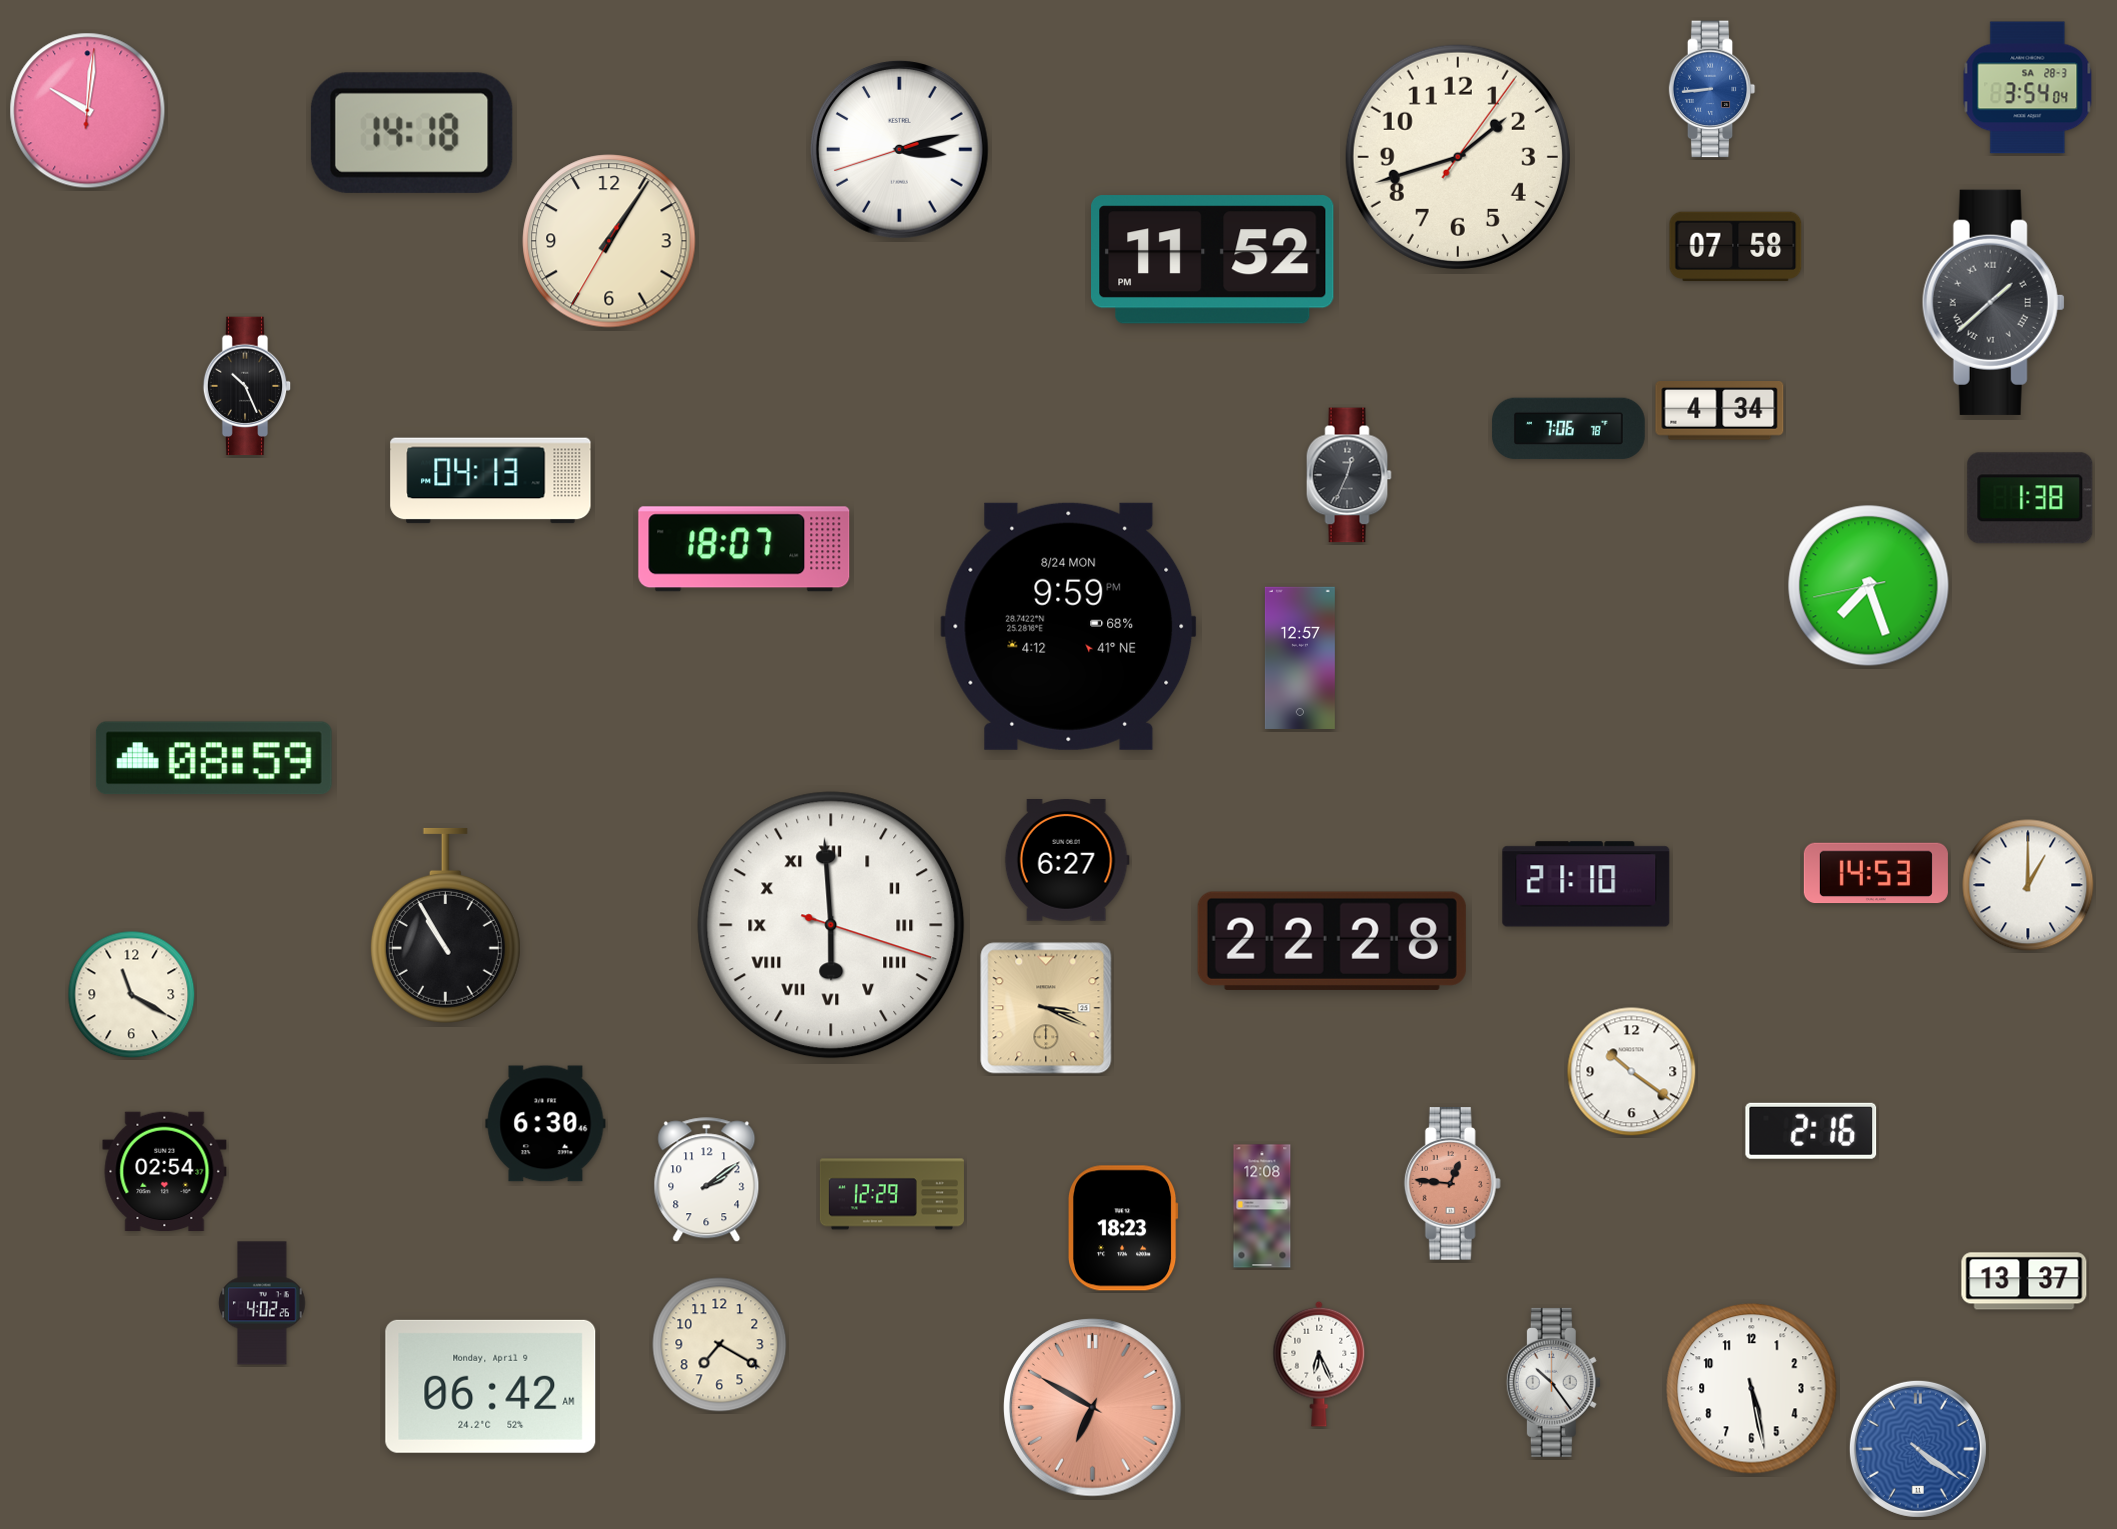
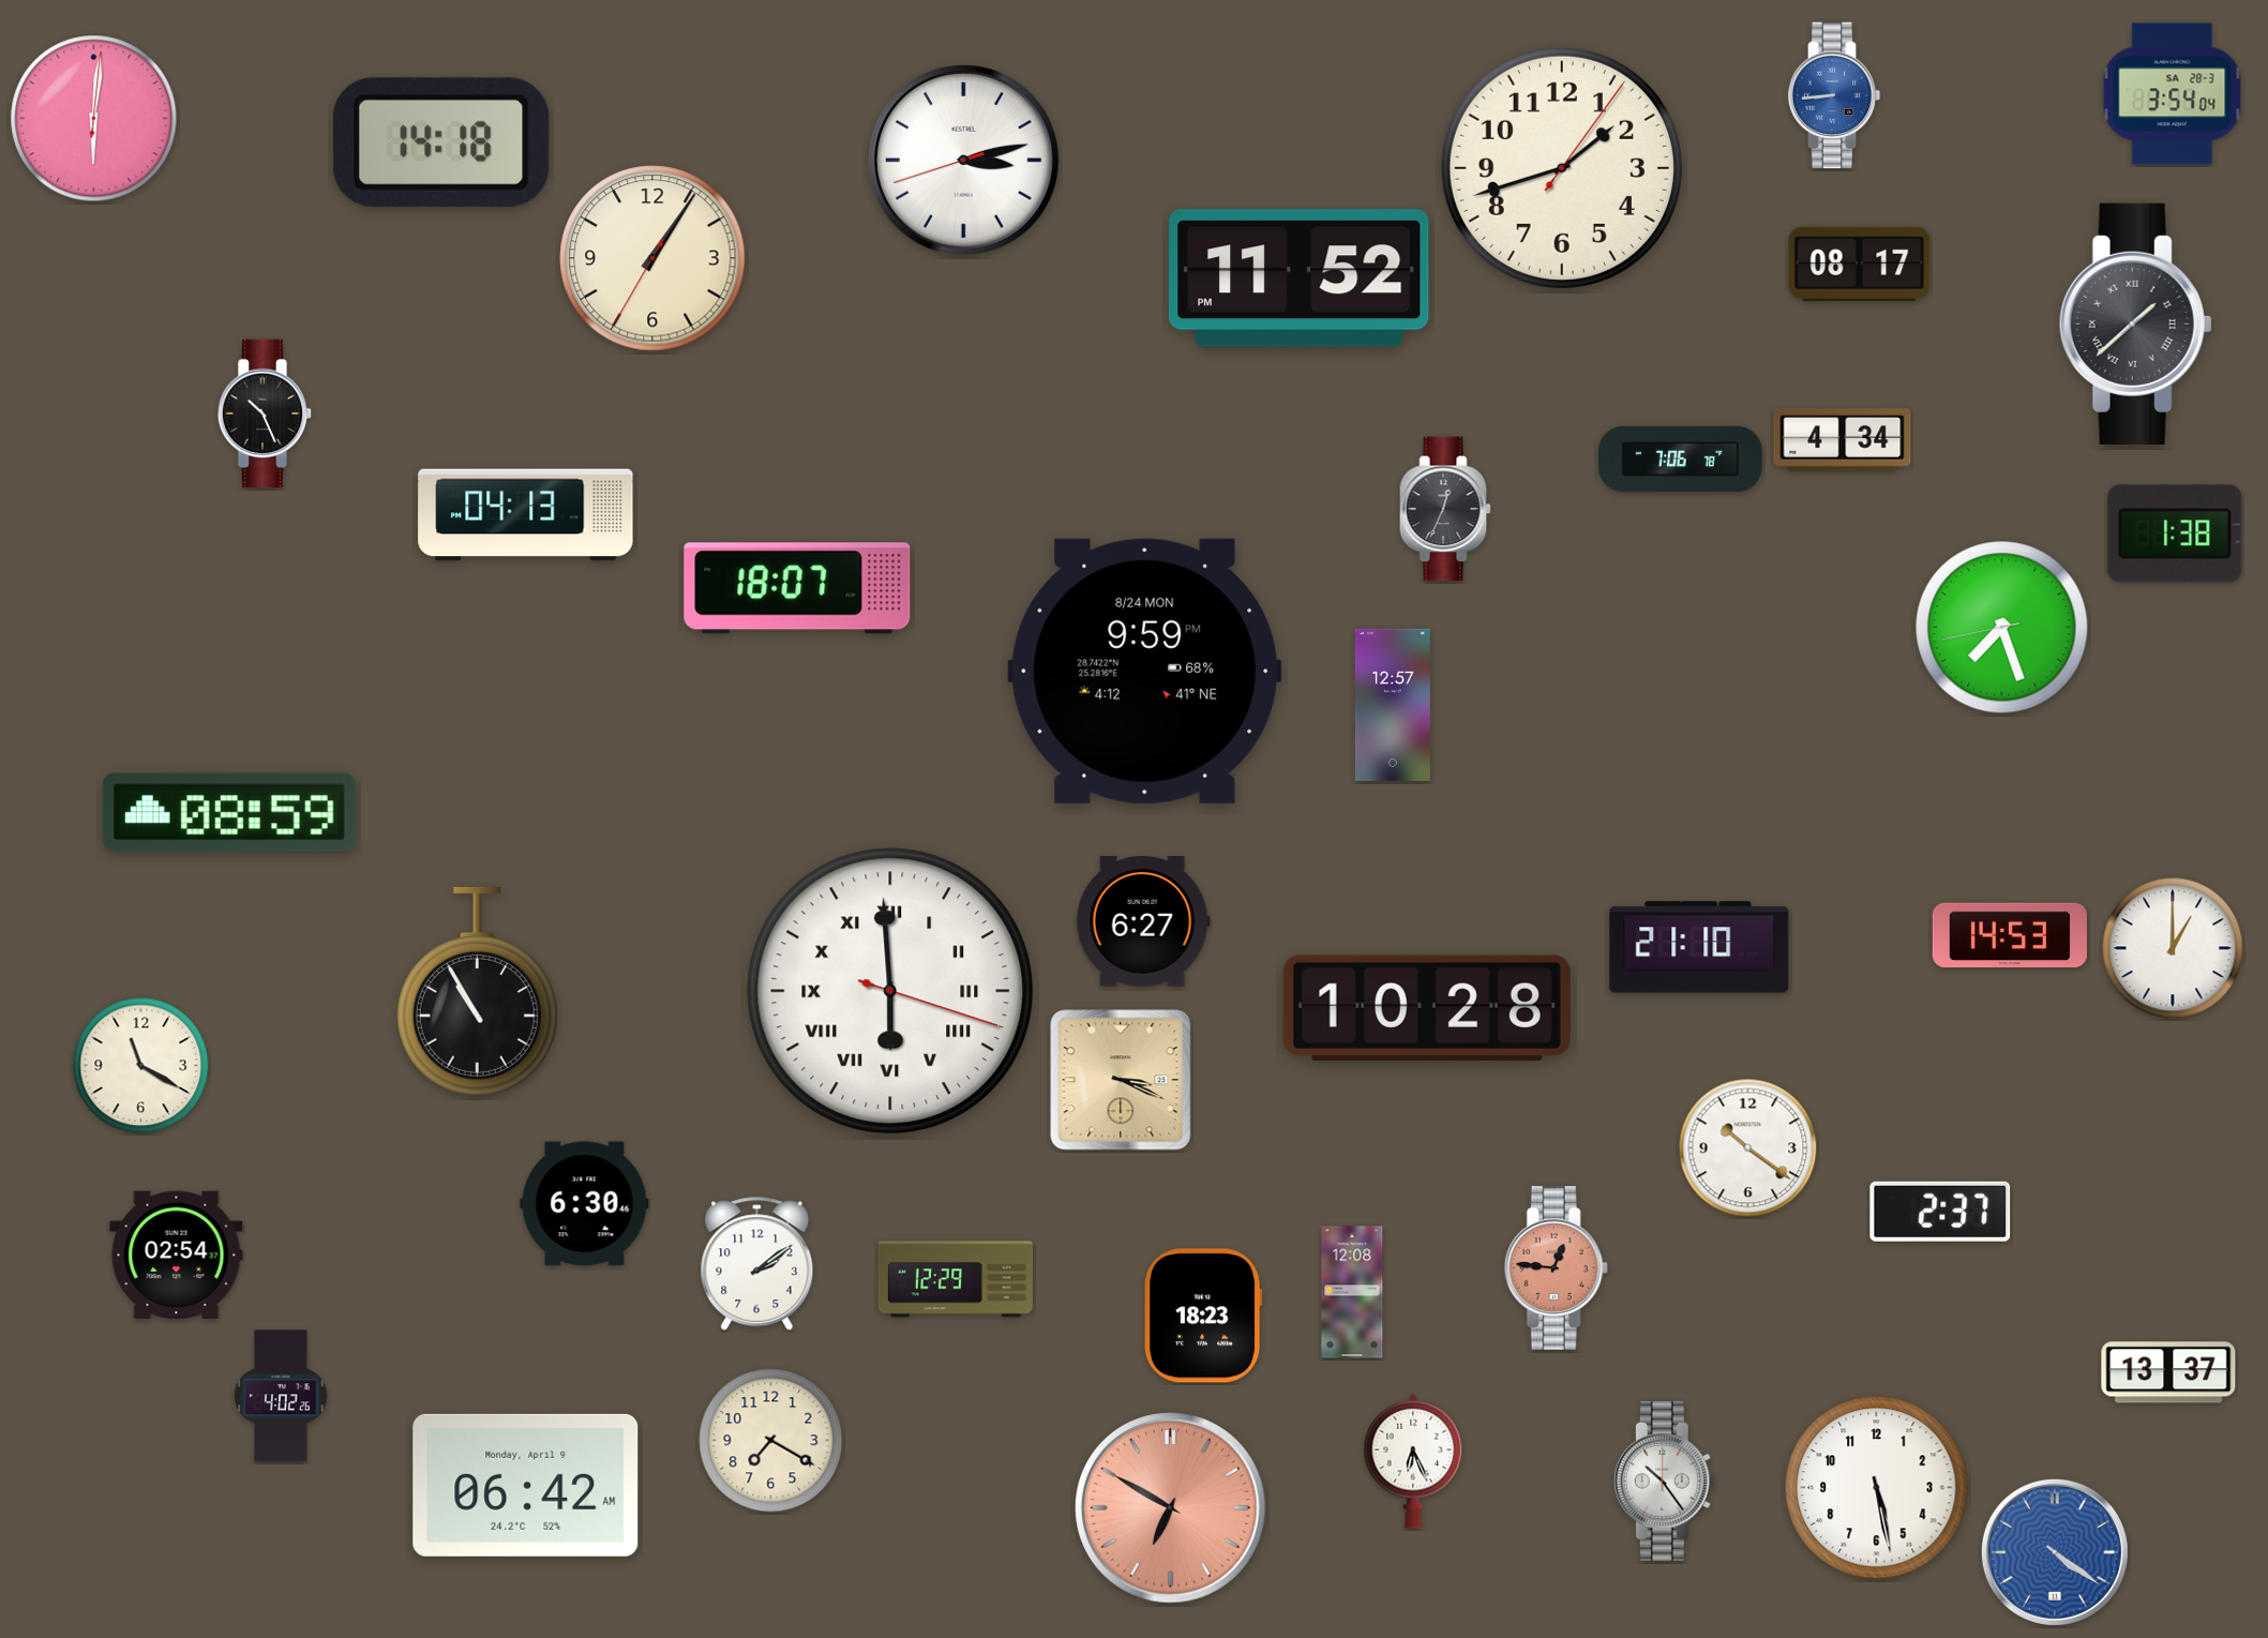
clock at (88, 111): 10:01 -> 6:01
clock at (1736, 247): 07:58 -> 08:17
clock at (1332, 941): 22:28 -> 10:28
clock at (1811, 1131): 2:16 -> 2:37
